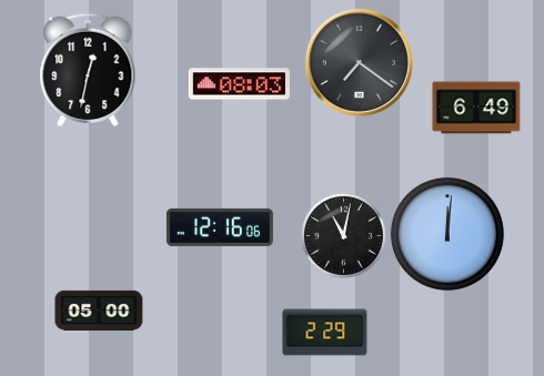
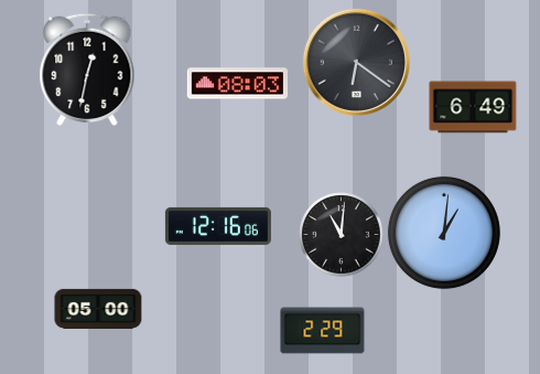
clock at (359, 62): 7:21 -> 6:21
clock at (447, 234): 12:01 -> 1:01
clock at (344, 236): 11:02 -> 11:01
